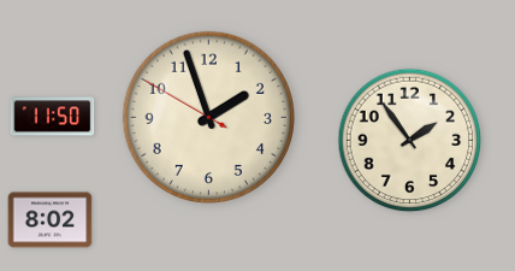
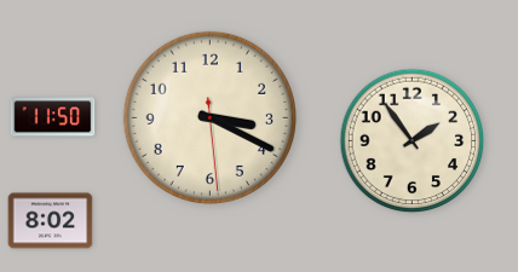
clock at (208, 117): 1:56 -> 3:19
